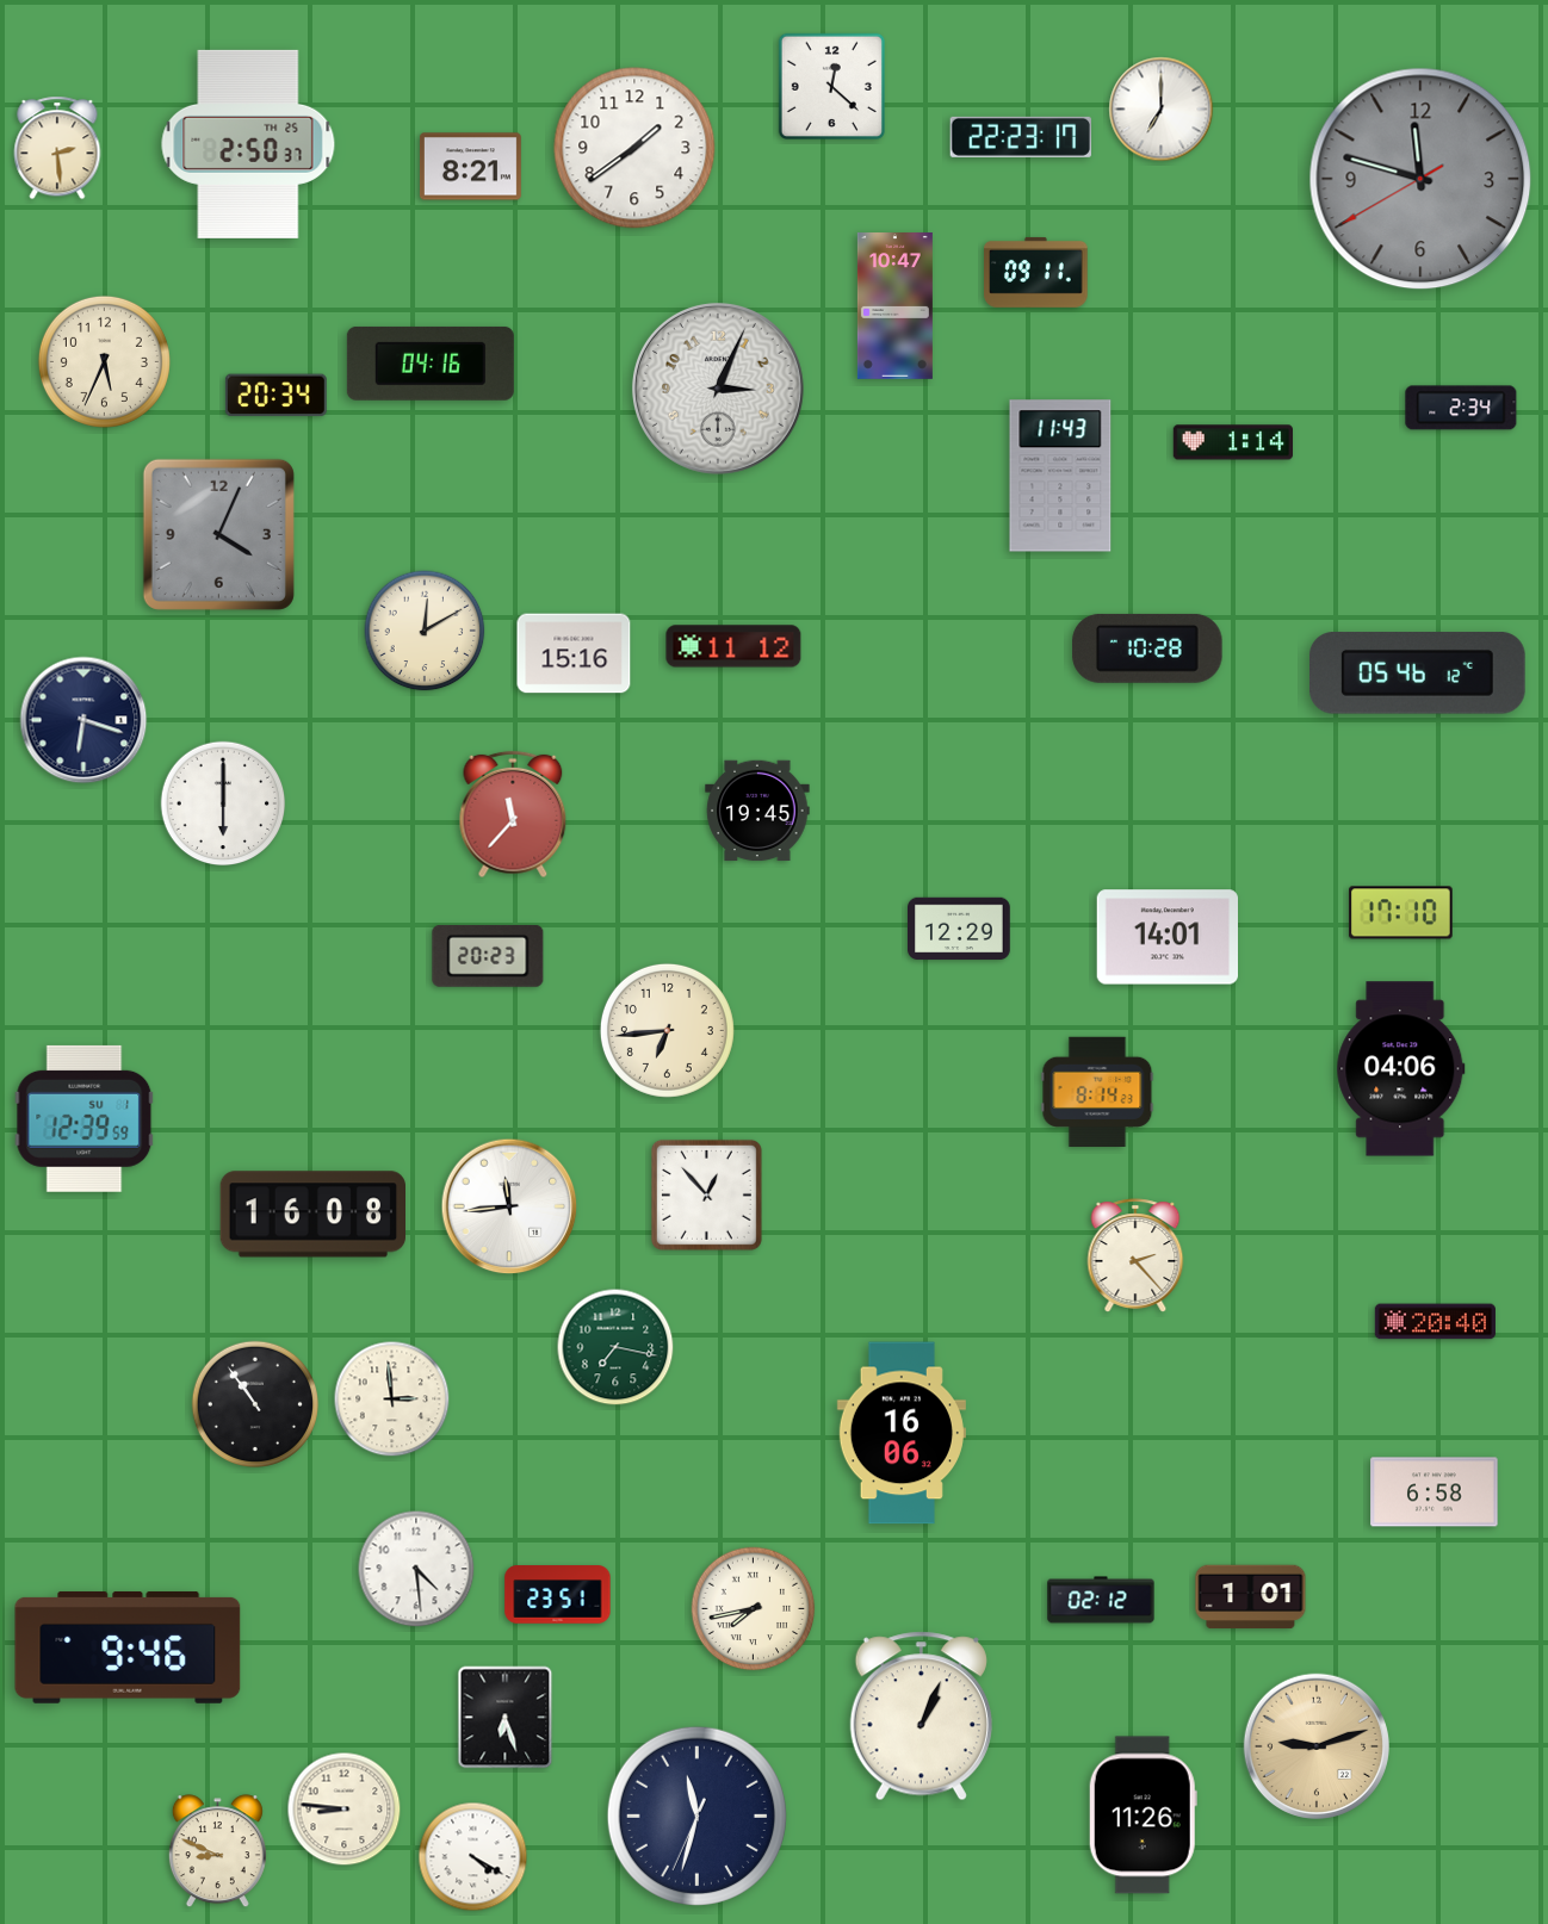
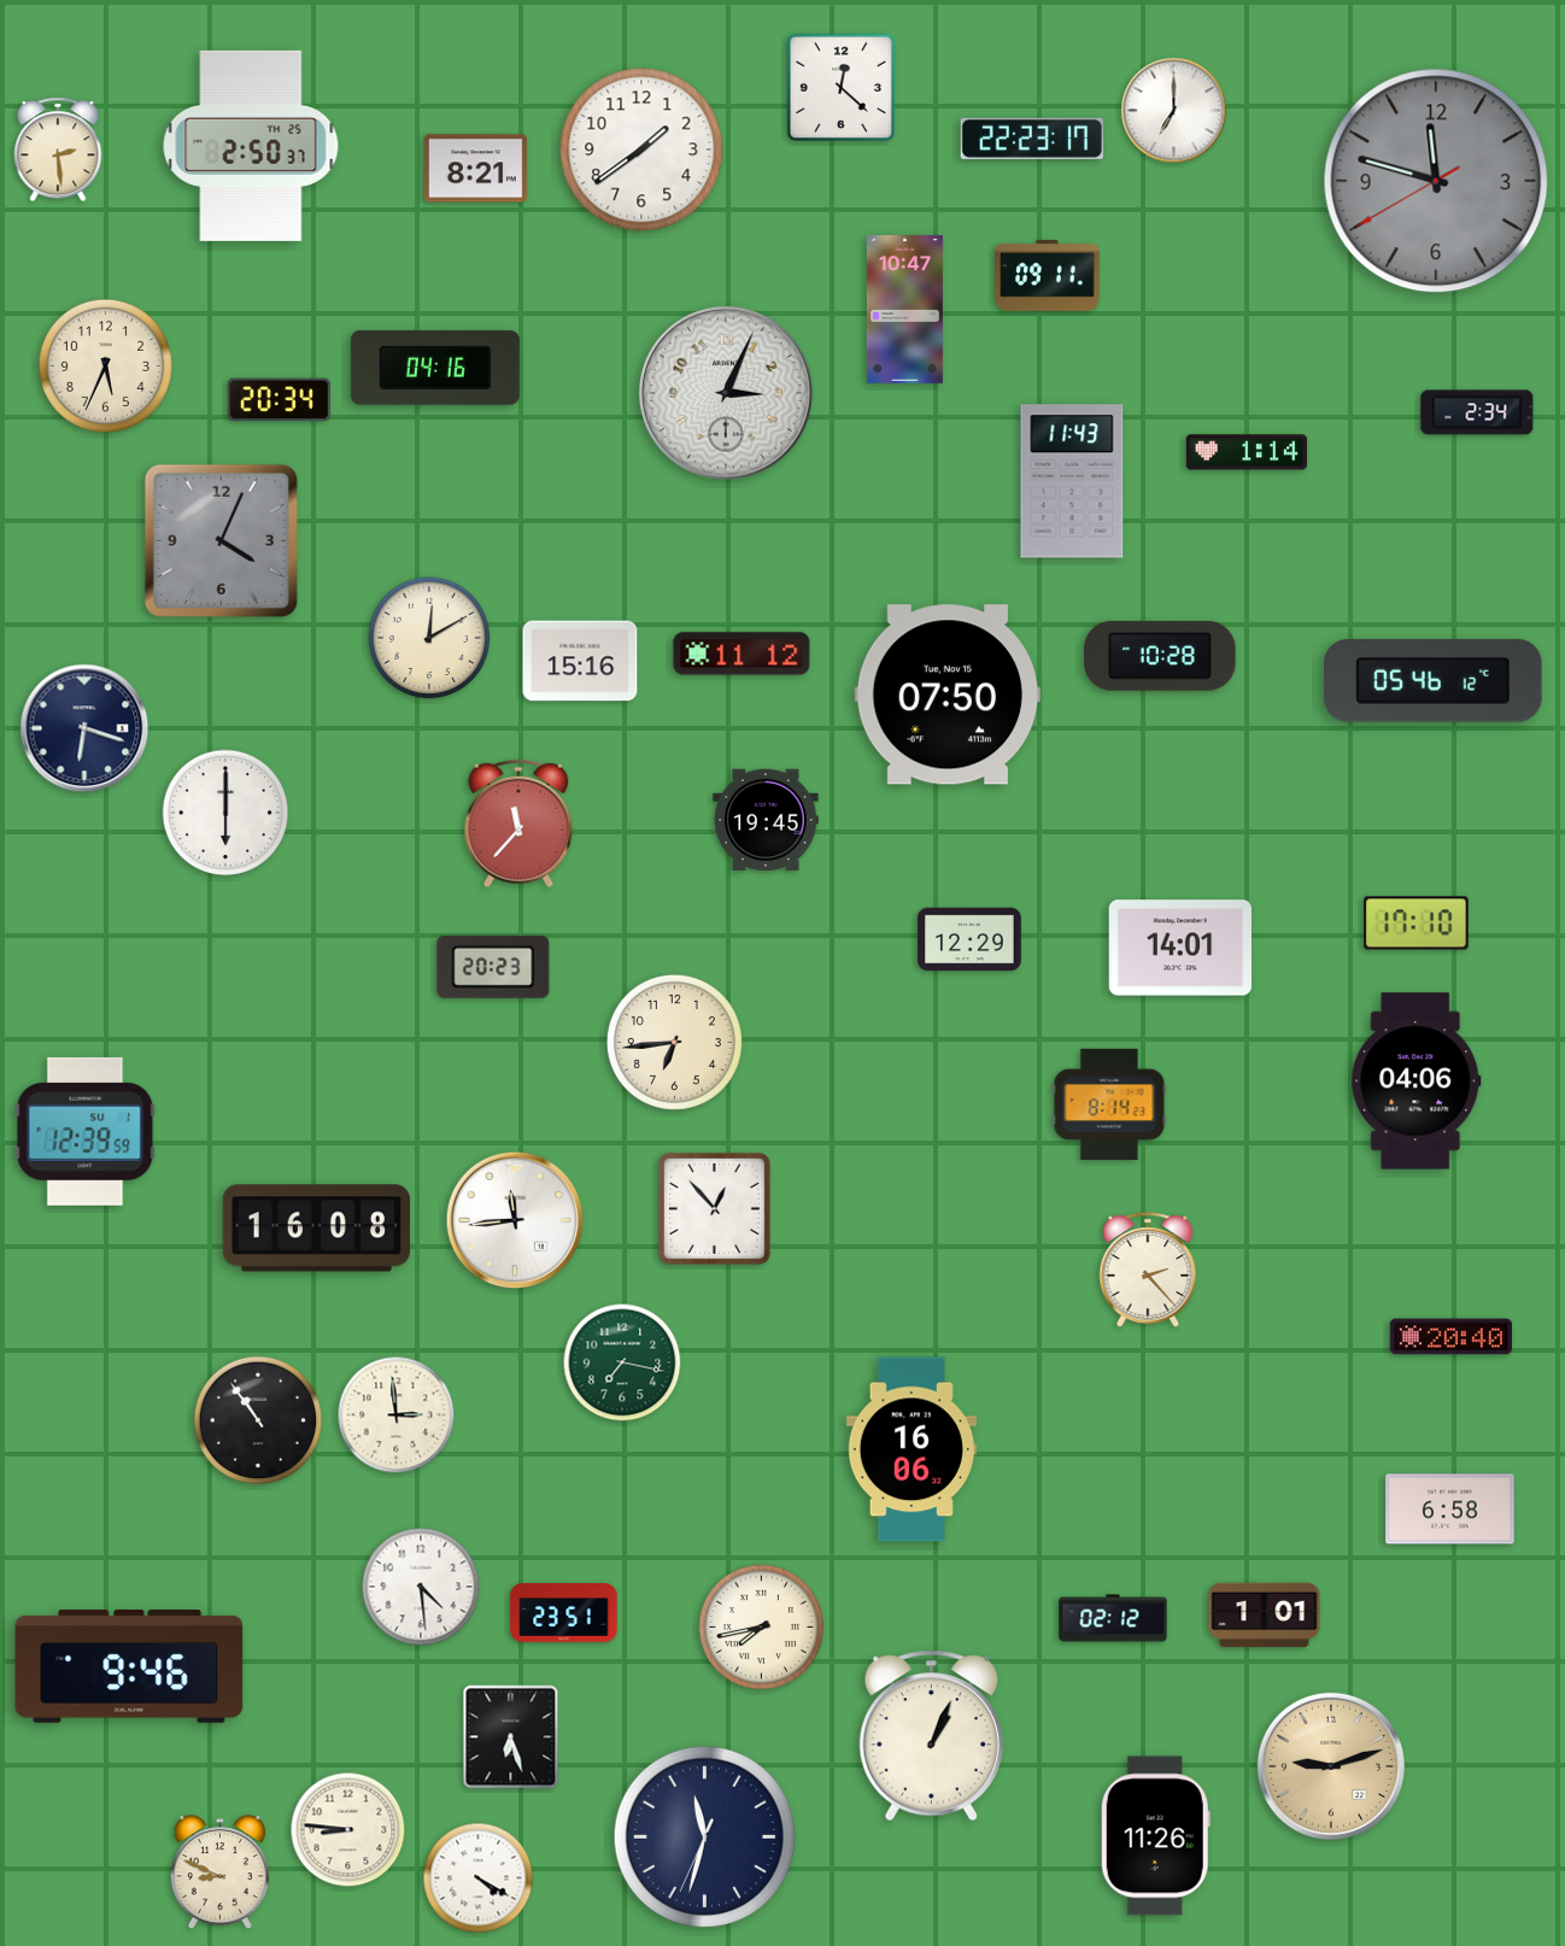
clock at (1232, 442) position: (1232, 442) -> (1245, 452)
clock at (948, 694): none -> 07:50
